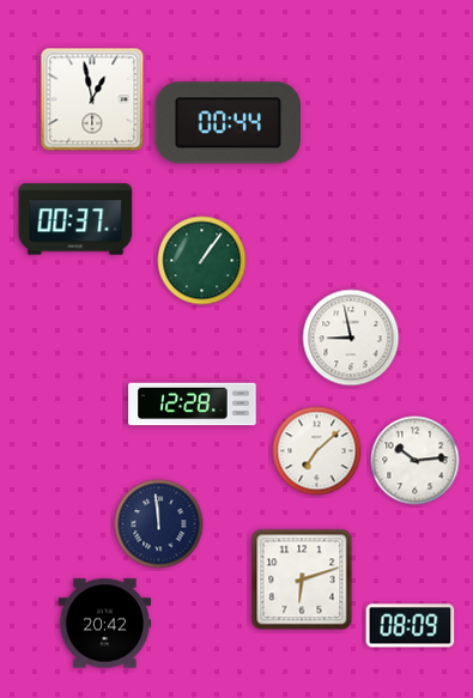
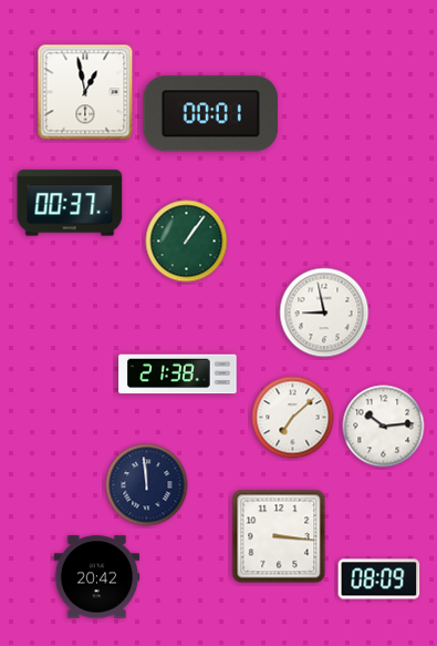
clock at (229, 123): 00:44 -> 00:01
clock at (193, 405): 12:28 -> 21:38
clock at (302, 579): 6:12 -> 3:16
